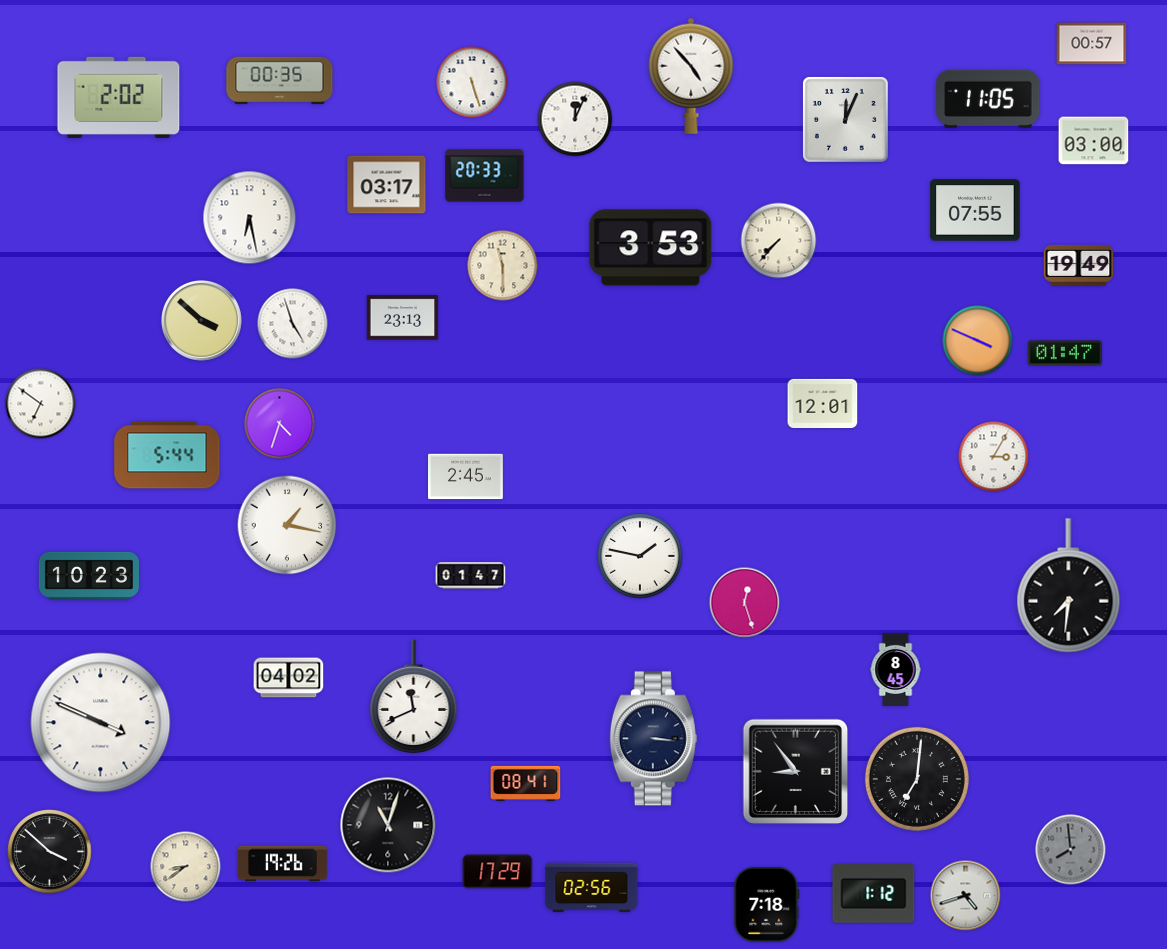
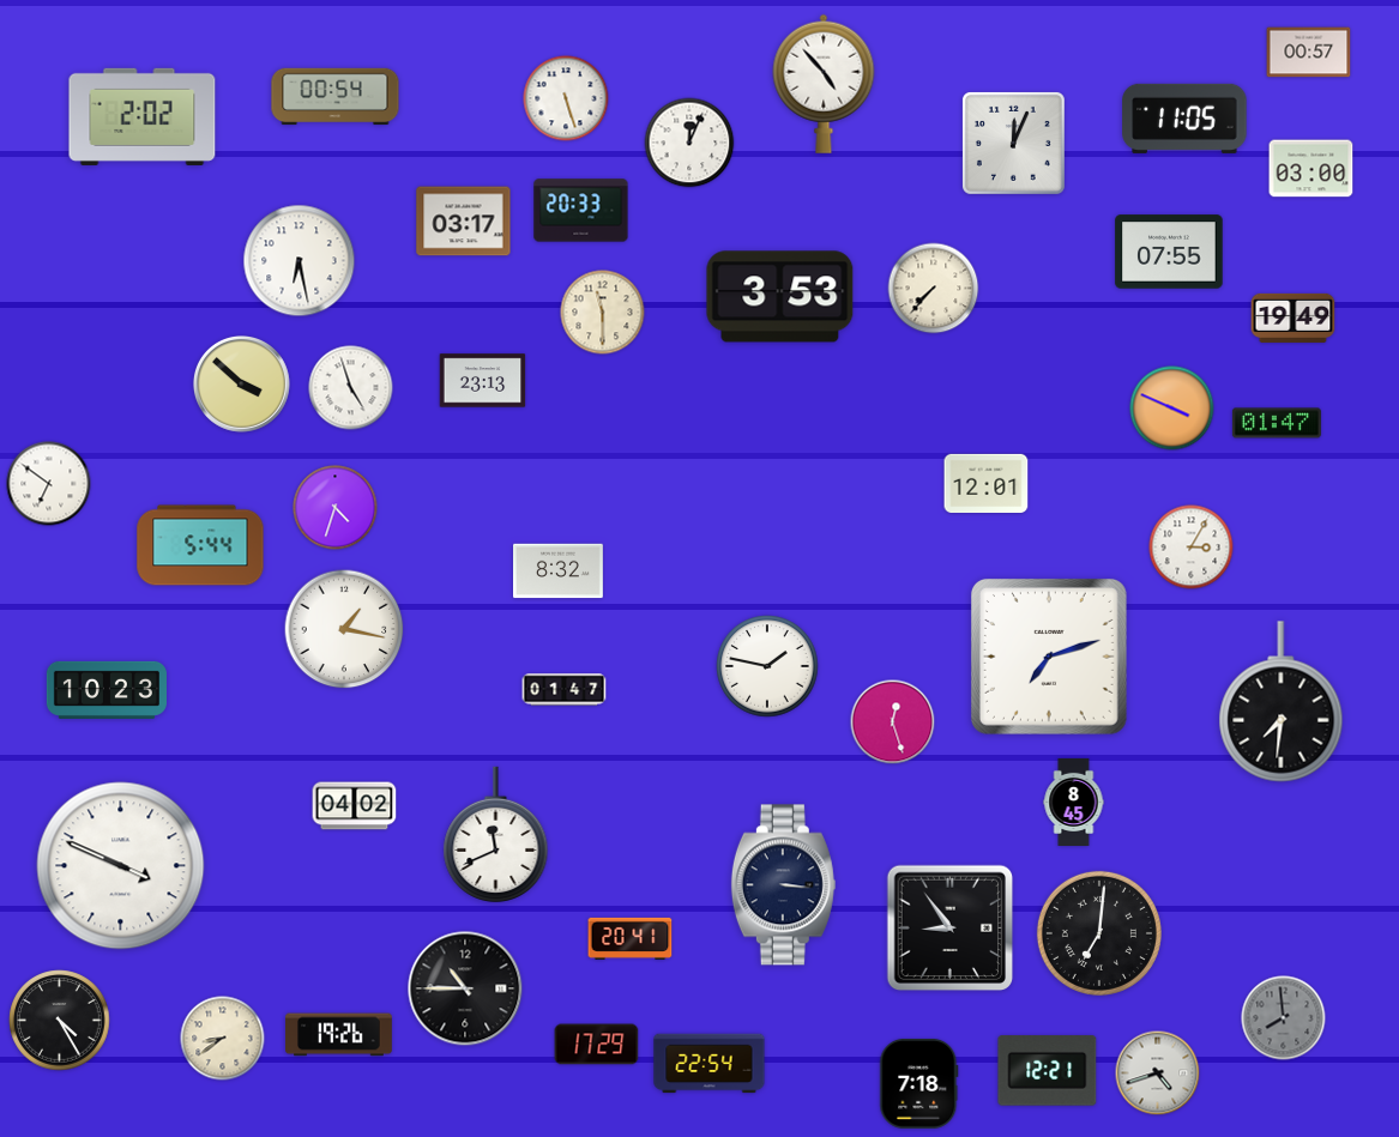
clock at (691, 76) position: (691, 76) -> (824, 84)
clock at (280, 81): 00:35 -> 00:54
clock at (503, 266) position: (503, 266) -> (603, 313)
clock at (466, 477): 2:45 -> 8:32
clock at (1049, 657): none -> 7:12
clock at (289, 678) position: (289, 678) -> (355, 806)
clock at (796, 772) position: (796, 772) -> (951, 929)
clock at (526, 783): 08:41 -> 20:41
clock at (388, 825): 11:03 -> 10:45
clock at (50, 852): 3:52 -> 4:25
clock at (592, 888): 02:56 -> 22:54
clock at (874, 894): 1:12 -> 12:21
